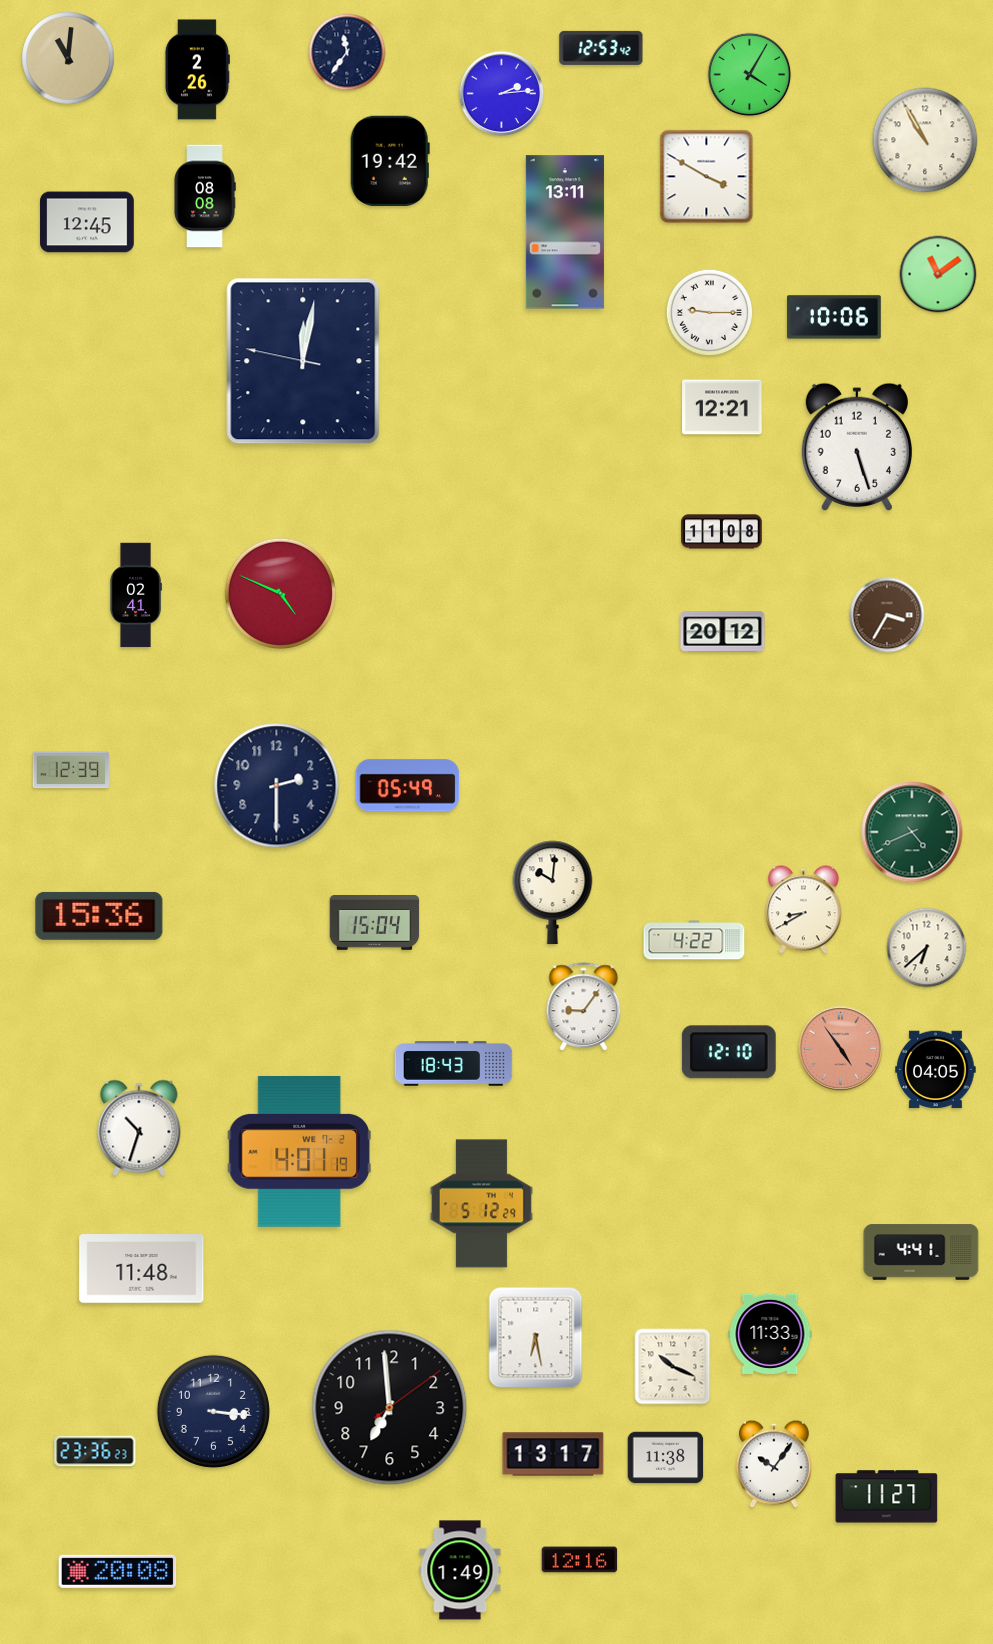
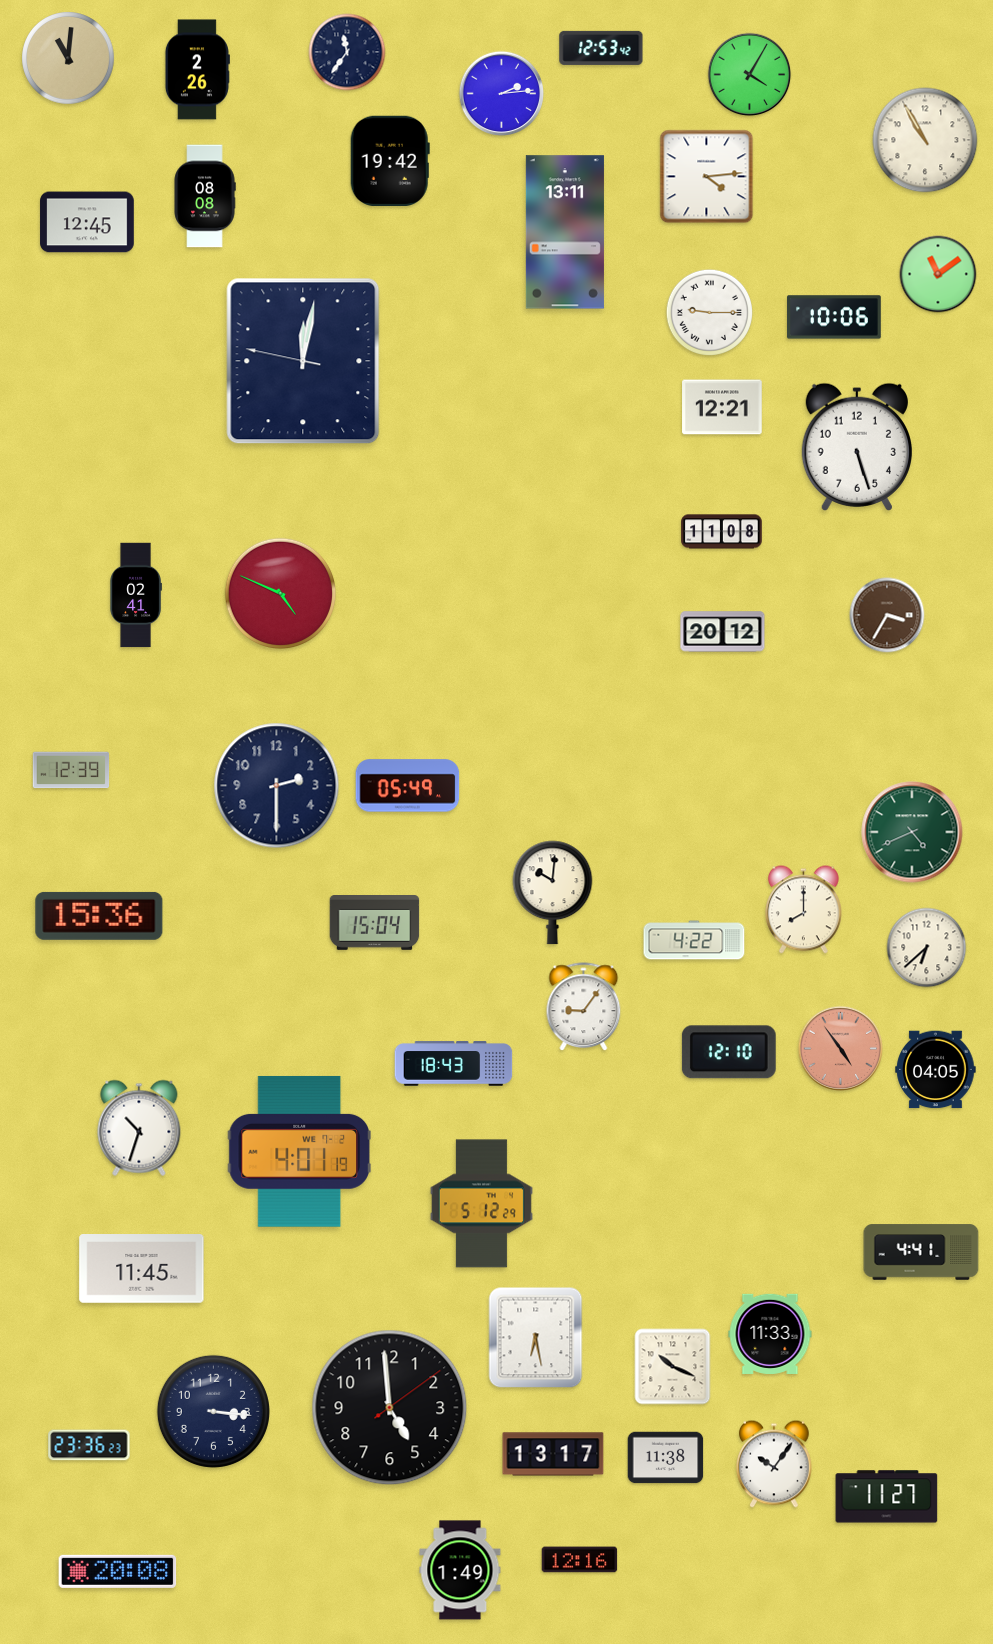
clock at (707, 177): 3:50 -> 4:14
clock at (803, 910): 8:40 -> 8:00
clock at (142, 1269): 11:48 -> 11:45
clock at (390, 1408): 6:59 -> 4:59
clock at (95, 1451) position: (95, 1451) -> (89, 1445)
